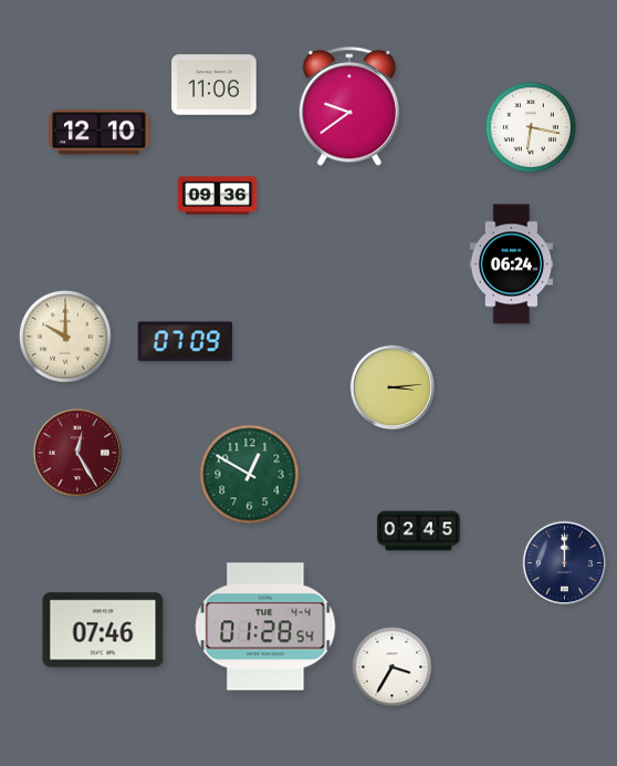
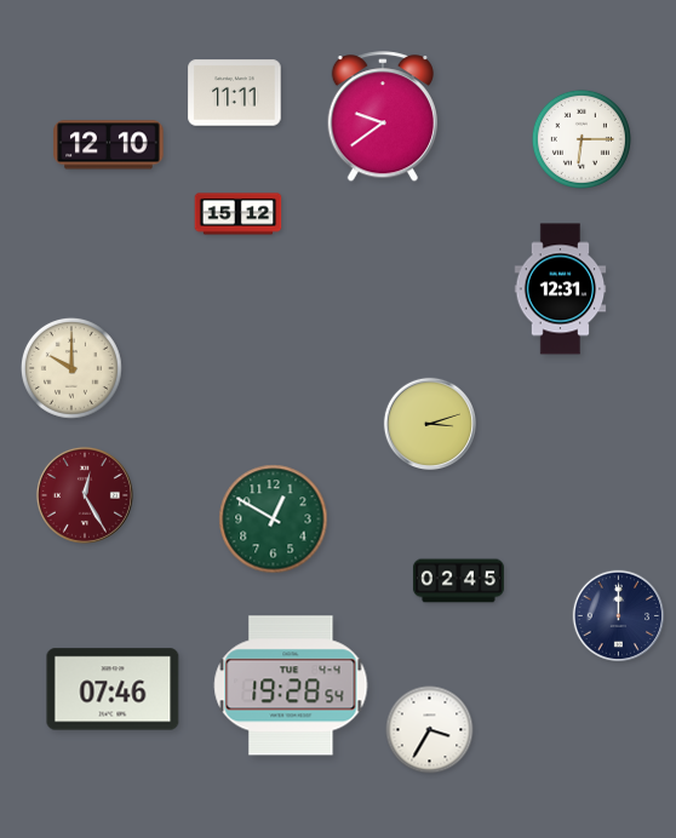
clock at (215, 85): 11:06 -> 11:11
clock at (531, 127): 6:17 -> 6:15
clock at (218, 196): 09:36 -> 15:12
clock at (512, 265): 06:24 -> 12:31
clock at (186, 342): 07:09 -> none
clock at (391, 386): 3:14 -> 3:12
clock at (265, 627): 01:28 -> 19:28
